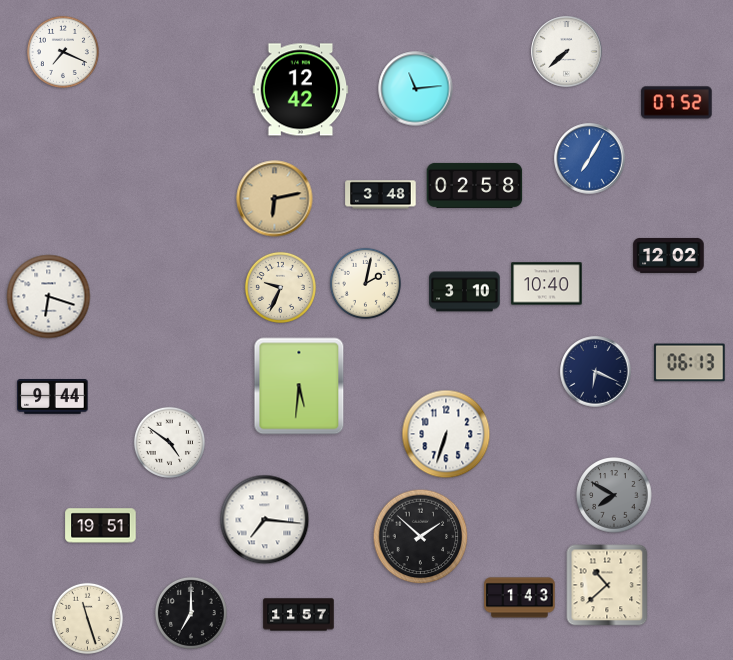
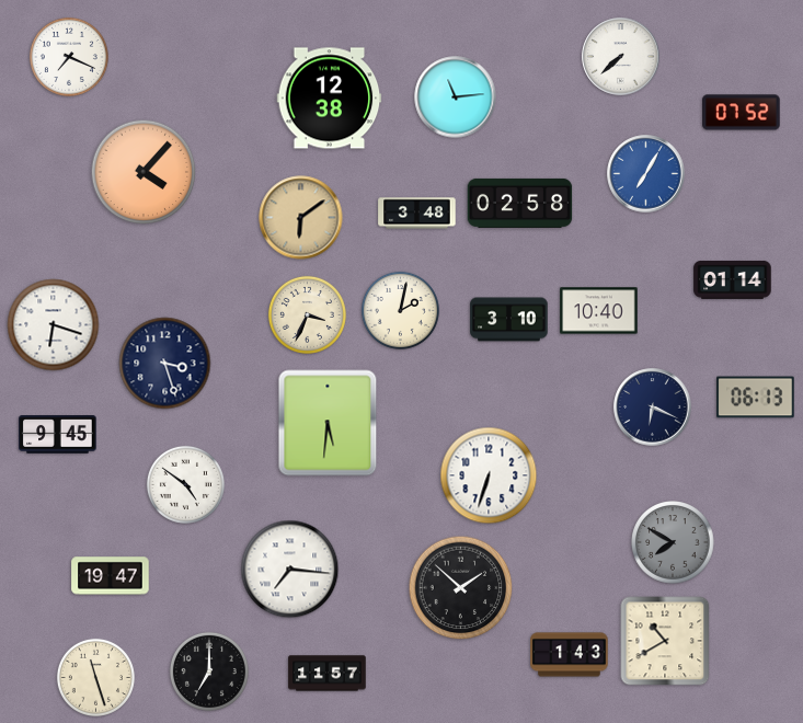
clock at (301, 90): 12:42 -> 12:38
clock at (144, 172): none -> 4:07
clock at (275, 199): 6:13 -> 6:09
clock at (669, 255): 12:02 -> 01:14
clock at (280, 287): 9:34 -> 3:34
clock at (165, 364): none -> 3:27
clock at (53, 397): 9:44 -> 9:45
clock at (101, 526): 19:51 -> 19:47
clock at (607, 585): 10:38 -> 10:40
